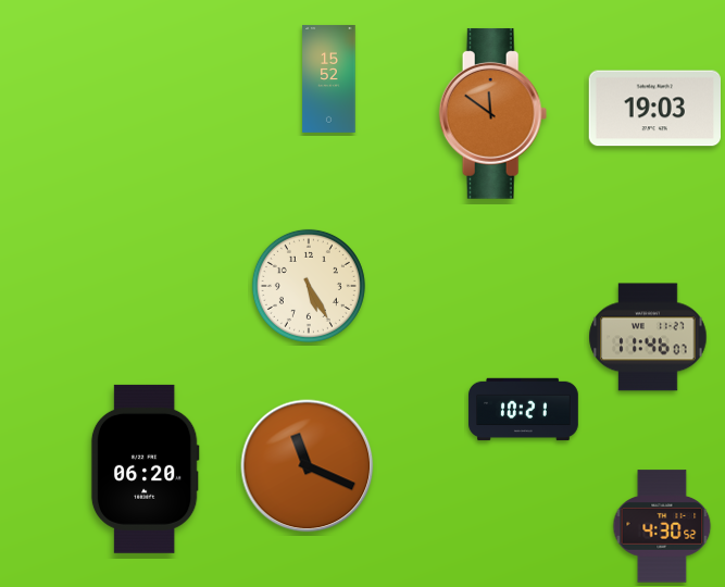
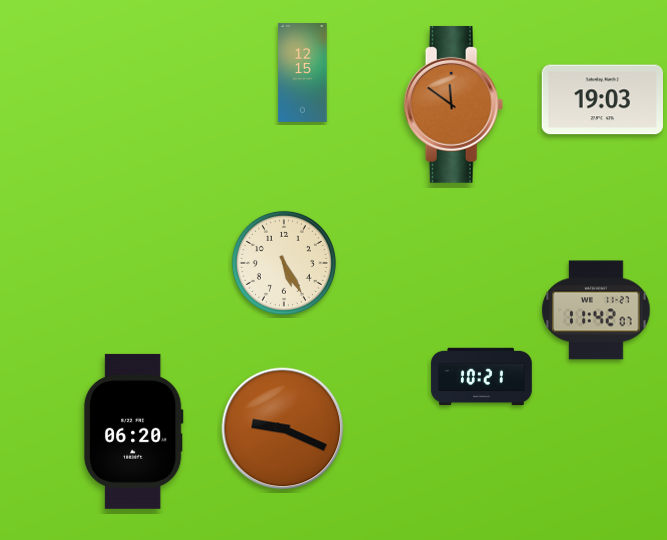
clock at (329, 78): 15:52 -> 12:15
clock at (648, 337): 11:46 -> 11:42
clock at (308, 466): 11:19 -> 9:19
clock at (662, 526): 4:30 -> none
